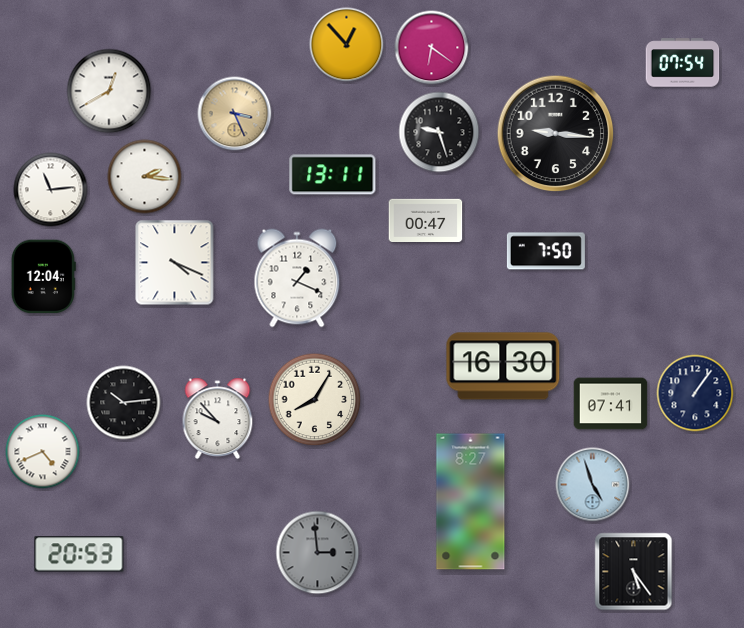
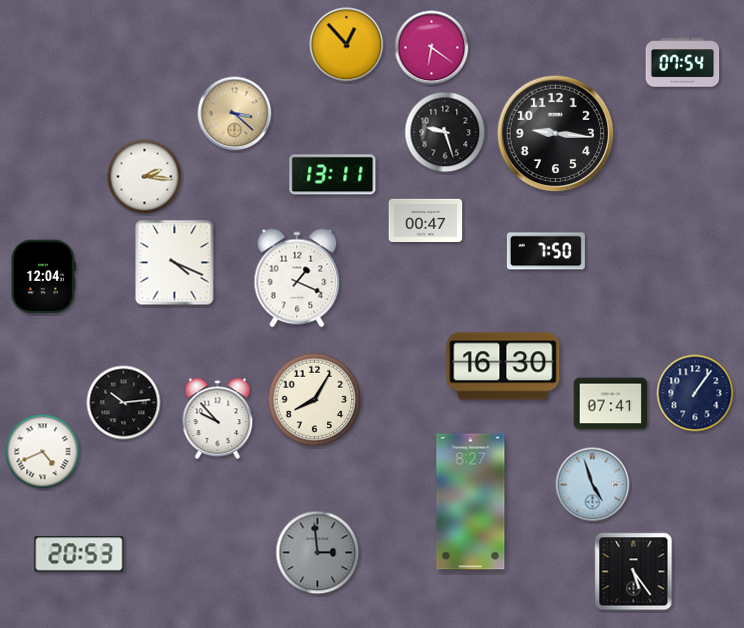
clock at (109, 91): 12:40 -> none
clock at (235, 114): 3:26 -> 3:22
clock at (439, 132) position: (439, 132) -> (445, 132)
clock at (51, 190): 11:14 -> none
